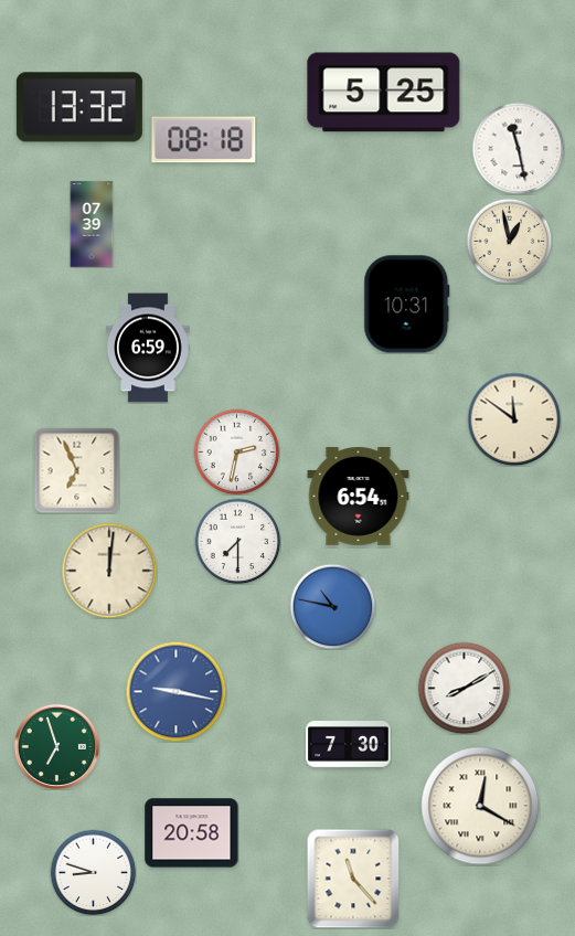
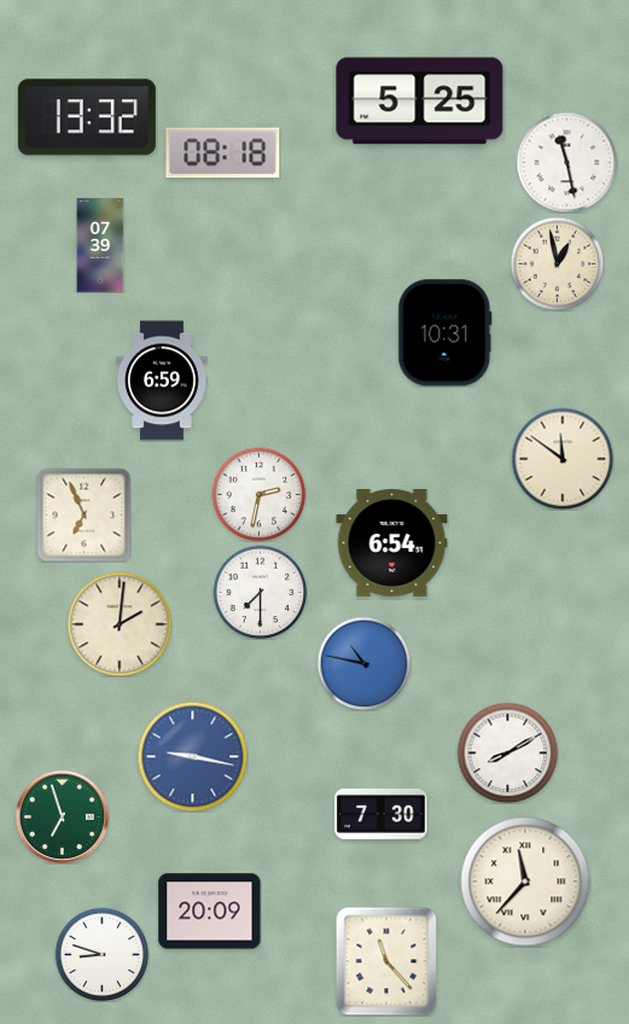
clock at (109, 571): 12:01 -> 2:01
clock at (480, 806): 12:20 -> 11:37
clock at (192, 833): 20:58 -> 20:09
